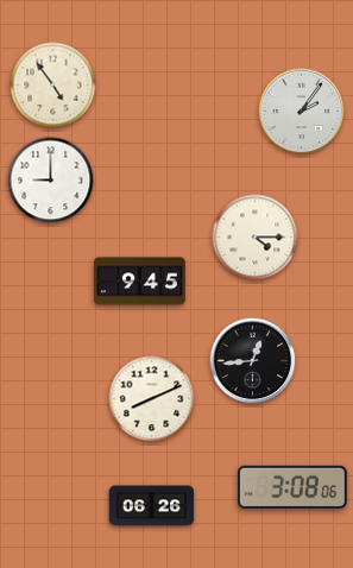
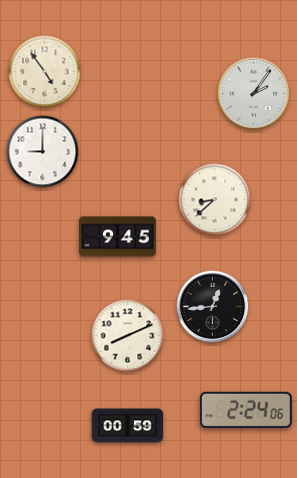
clock at (256, 238): 4:15 -> 8:38
clock at (253, 361) position: (253, 361) -> (213, 307)
clock at (292, 486): 3:08 -> 2:24
clock at (152, 506): 06:26 -> 00:59
